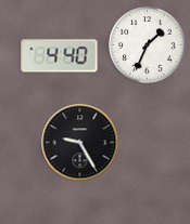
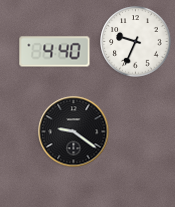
clock at (148, 45): 1:34 -> 9:34
clock at (80, 143): 9:25 -> 9:21
